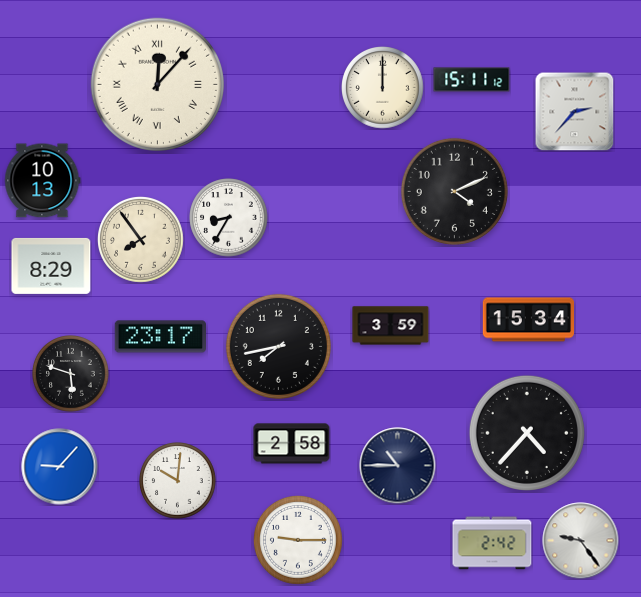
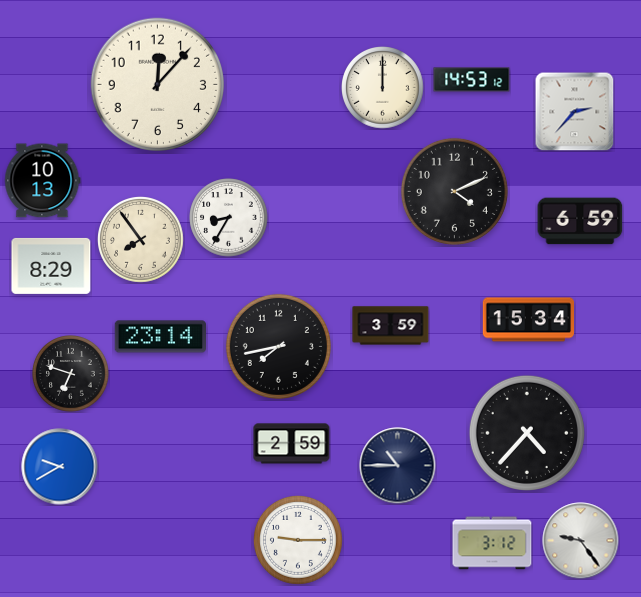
clock at (472, 80): 15:11 -> 14:53
clock at (157, 84) numerals: Roman -> Arabic
clock at (580, 221): none -> 6:59
clock at (160, 337): 23:17 -> 23:14
clock at (71, 374): 5:48 -> 6:48
clock at (292, 444): 2:58 -> 2:59
clock at (60, 467): 9:07 -> 9:40
clock at (178, 481): 10:01 -> none
clock at (492, 543): 2:42 -> 3:12
